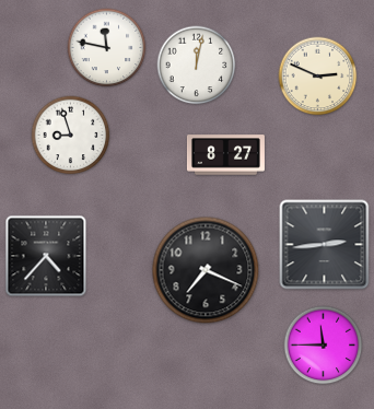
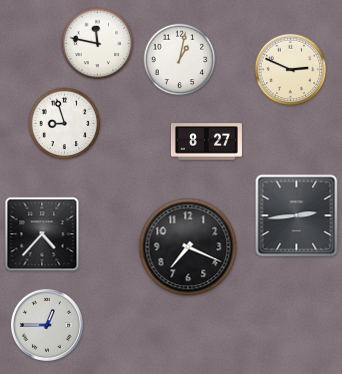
clock at (197, 66): 12:02 -> 1:02
clock at (325, 245) position: (325, 245) -> (297, 216)
clock at (324, 346): 11:45 -> none
clock at (47, 325): none -> 12:45
